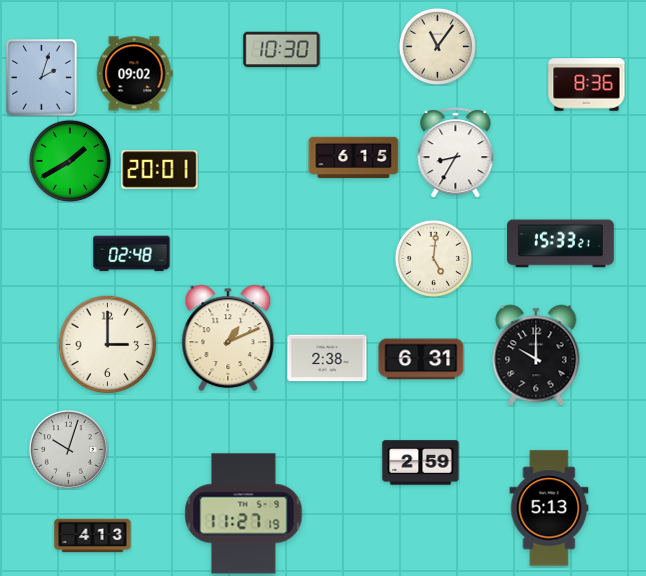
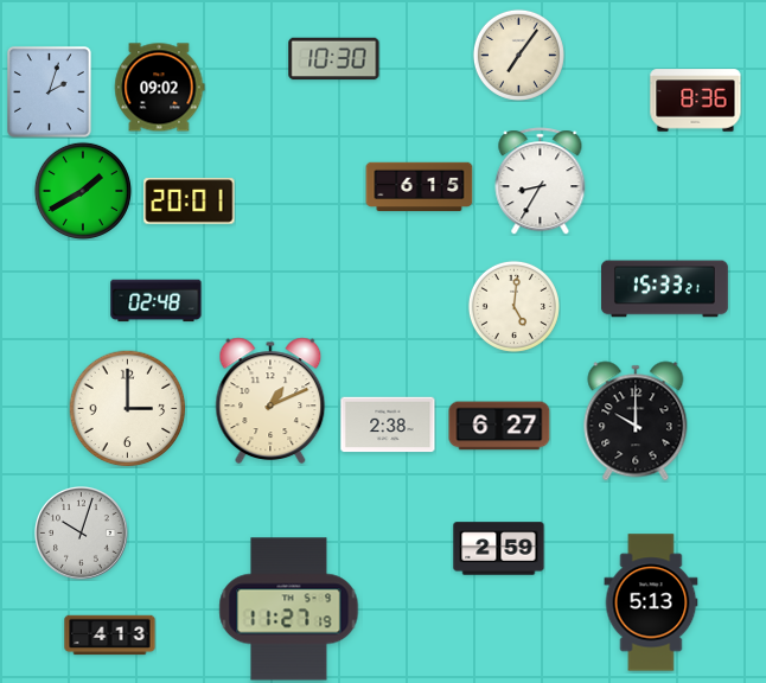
clock at (437, 46): 11:06 -> 7:06
clock at (421, 359): 6:31 -> 6:27
